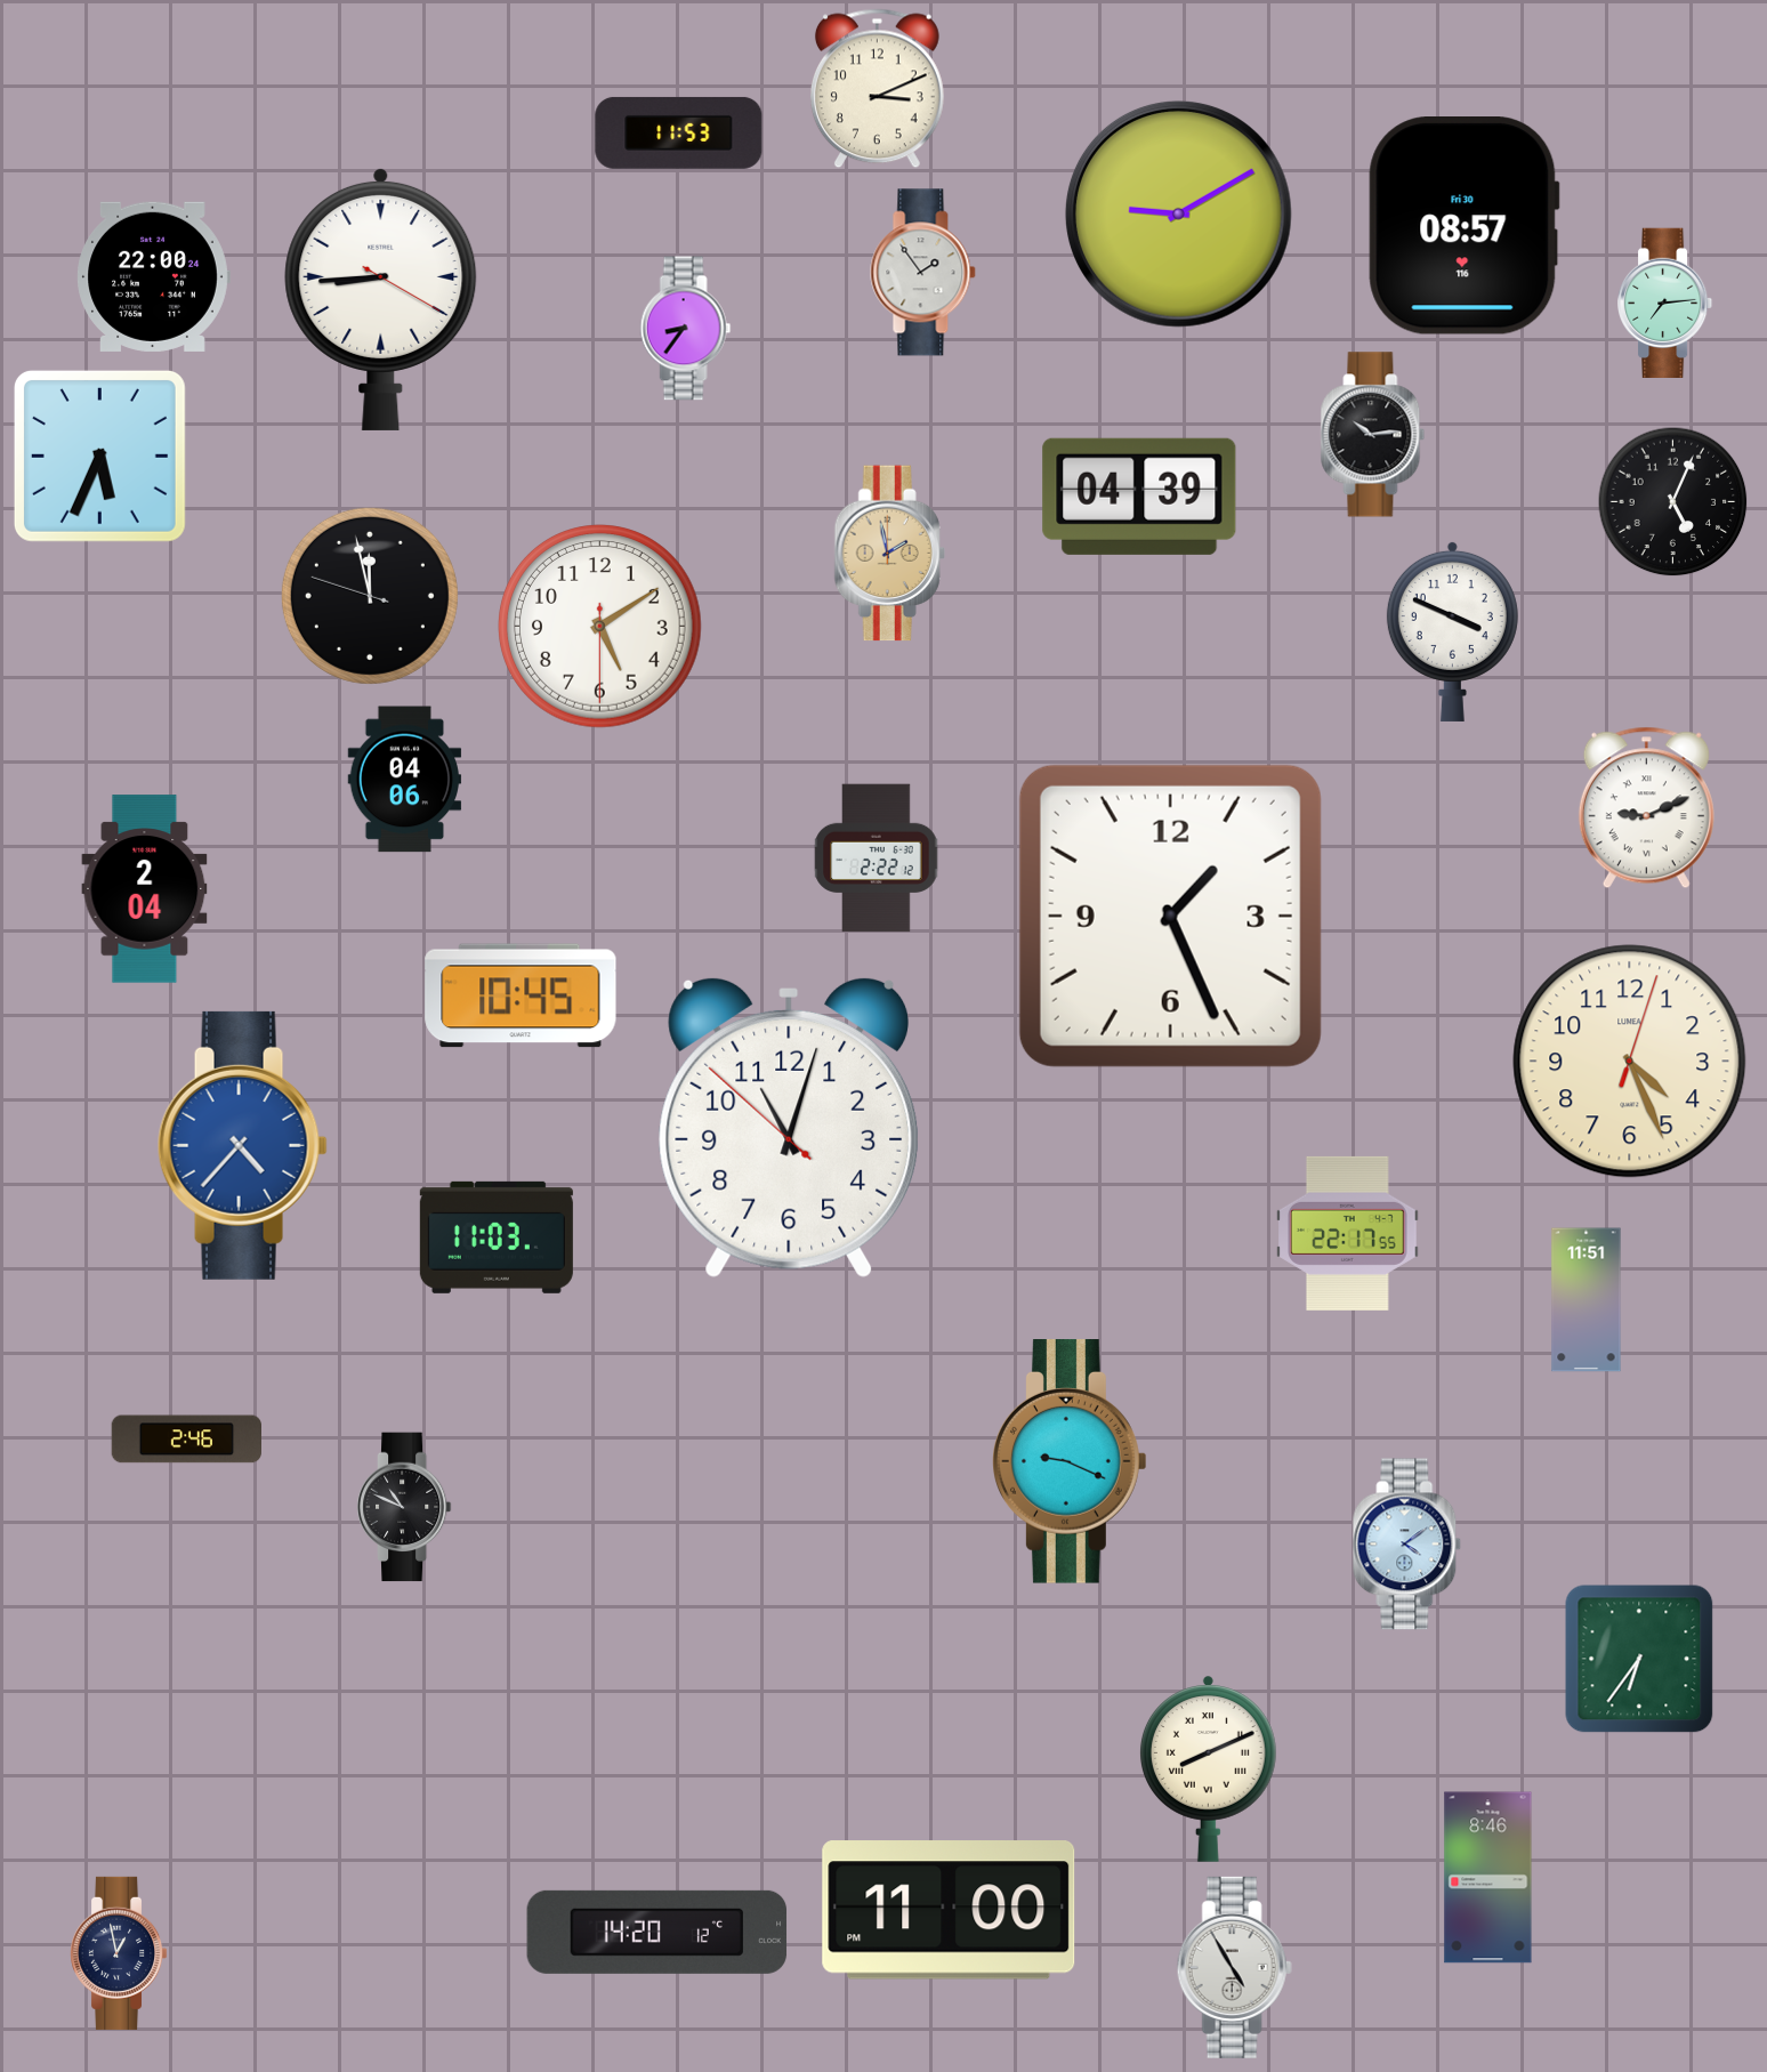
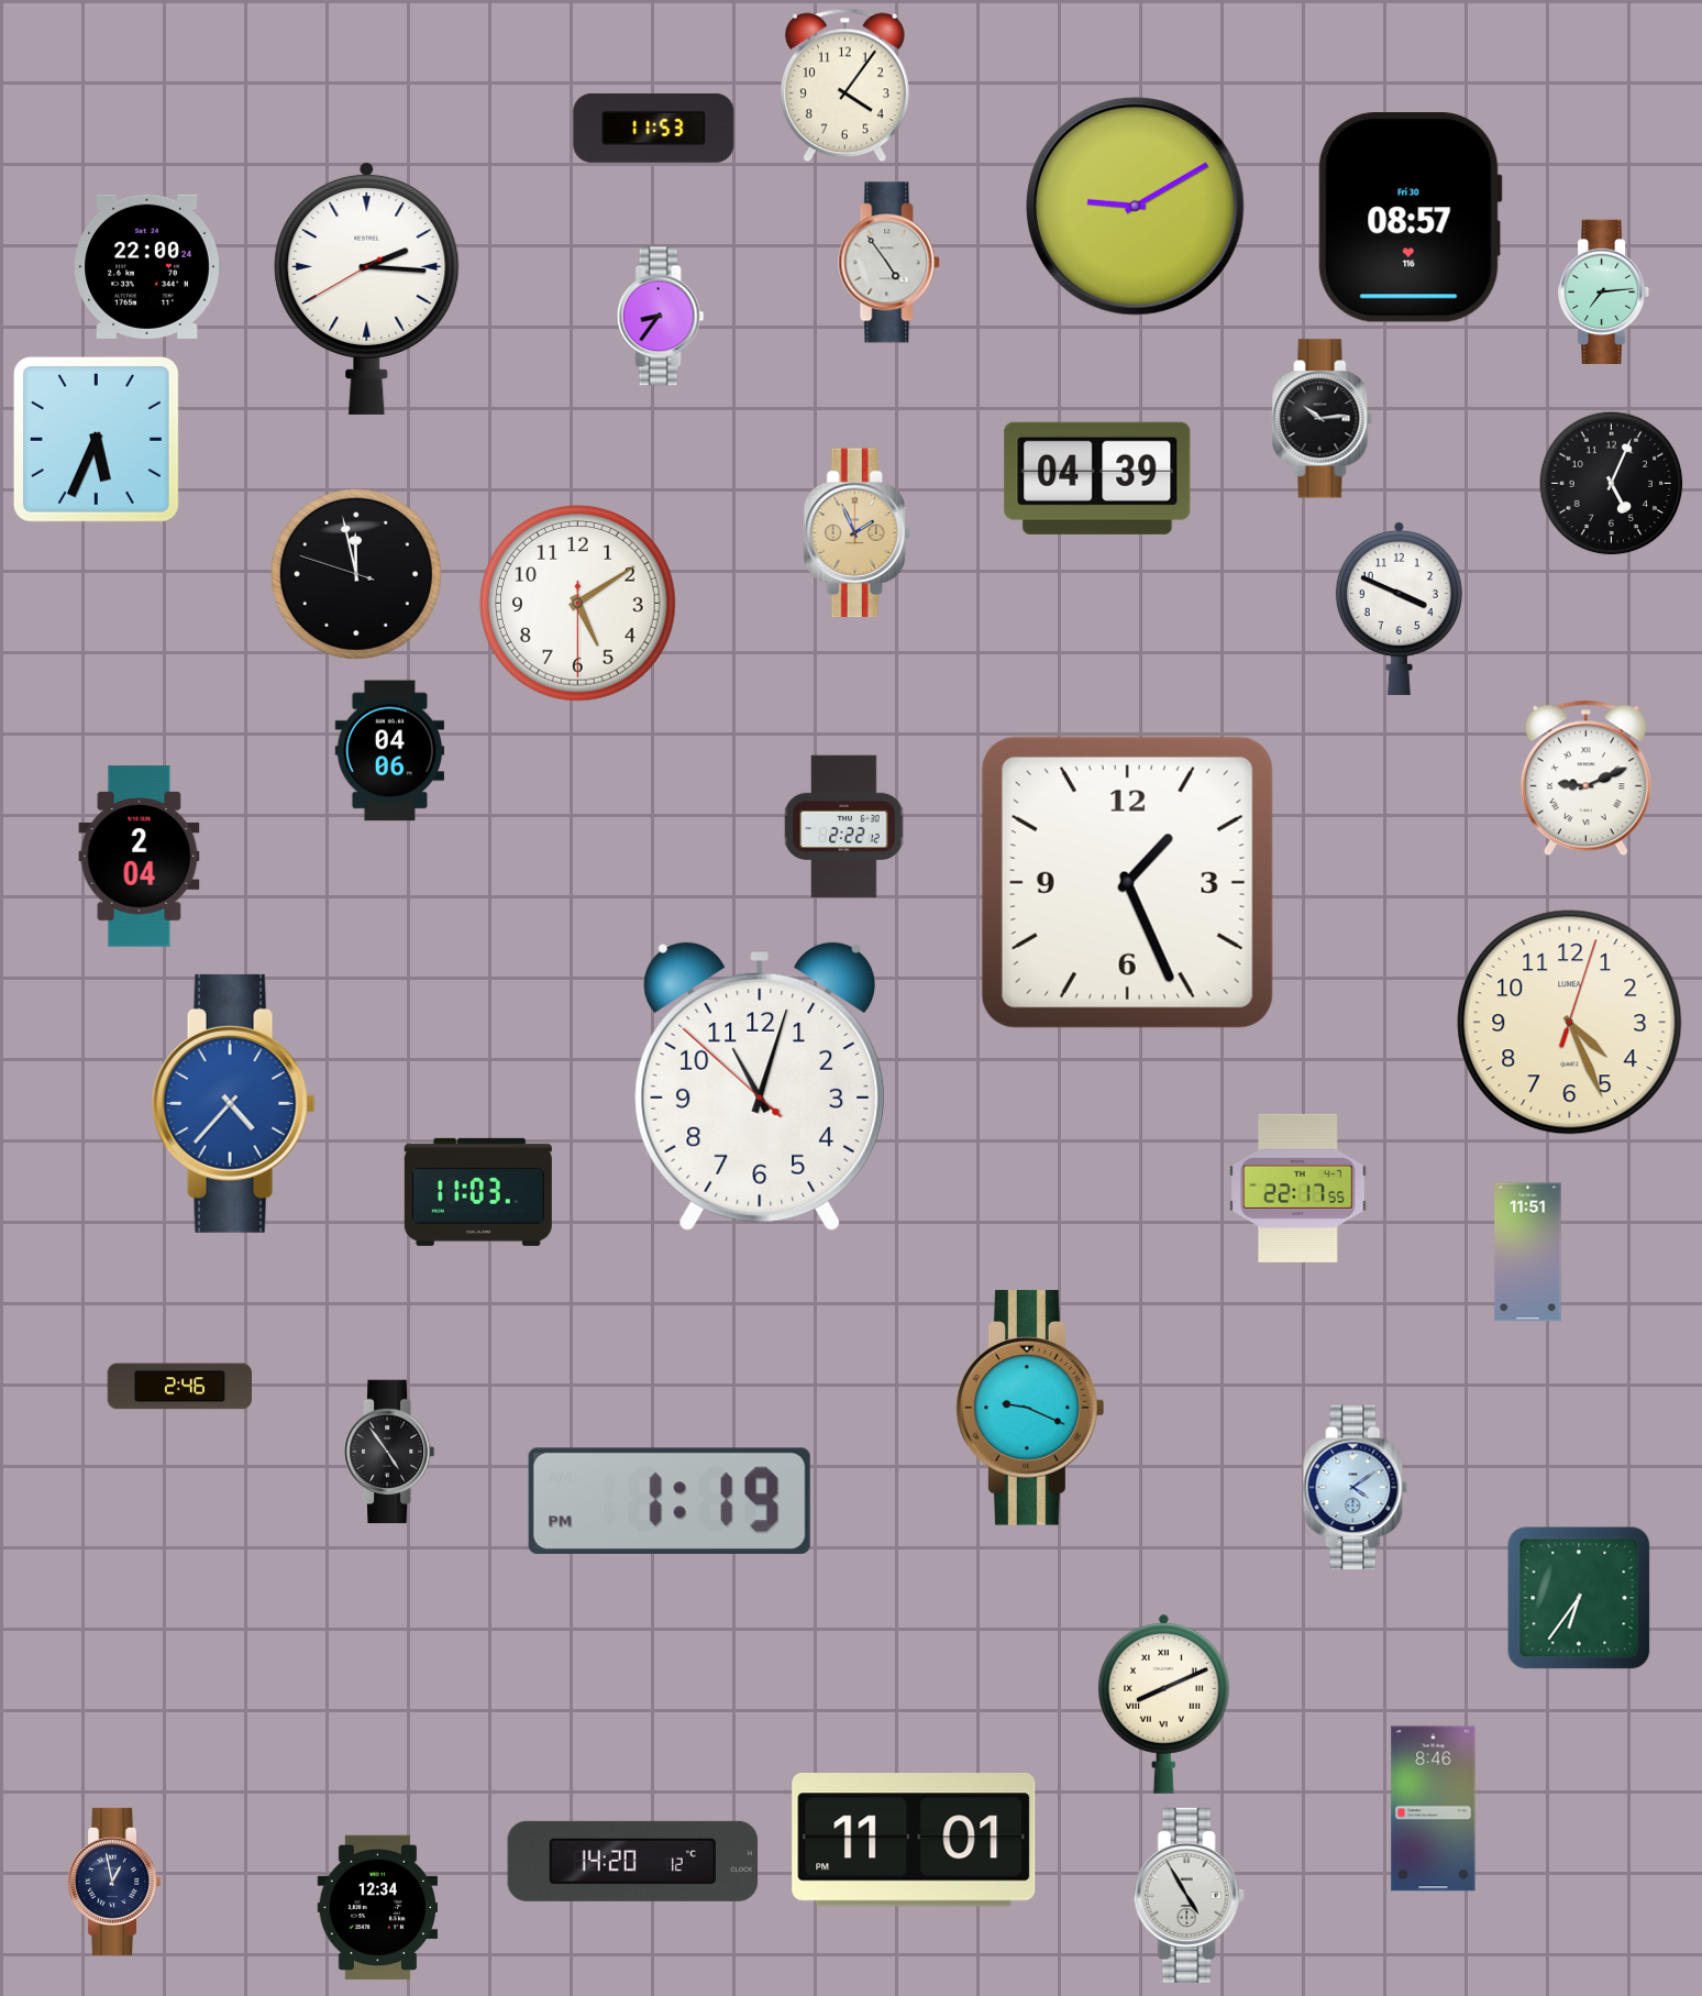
clock at (877, 89): 3:11 -> 4:06
clock at (923, 273): 1:54 -> 4:54
clock at (381, 299): 8:44 -> 2:15
clock at (889, 554): 1:58 -> 1:56
clock at (521, 995): 10:45 -> none
clock at (404, 1507): 10:49 -> 4:54
clock at (670, 1501): none -> 1:19
clock at (949, 1910): 11:00 -> 11:01
clock at (378, 1908): none -> 12:34
